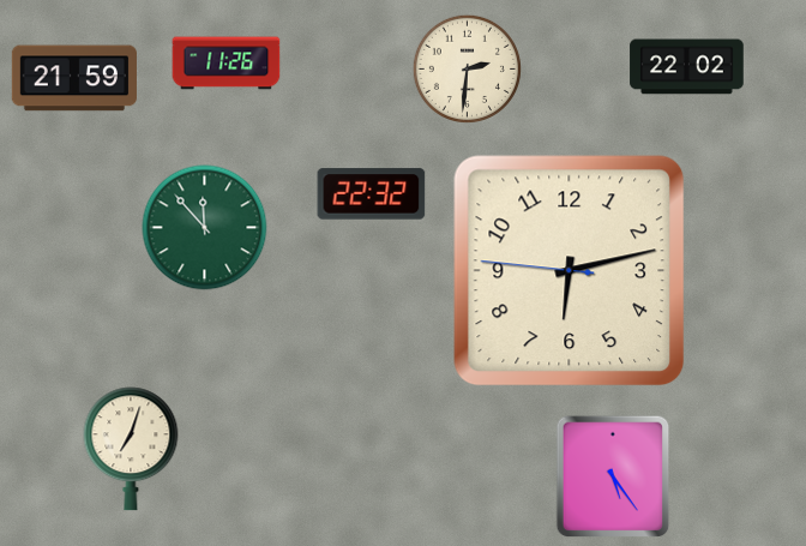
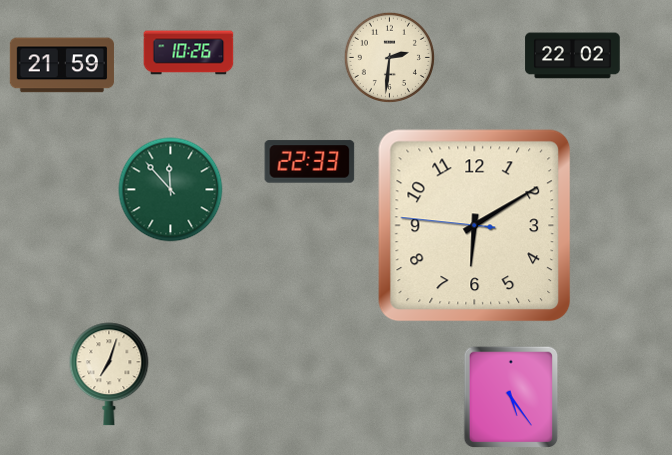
clock at (227, 64): 11:26 -> 10:26
clock at (372, 194): 22:32 -> 22:33
clock at (570, 271): 6:12 -> 6:09
